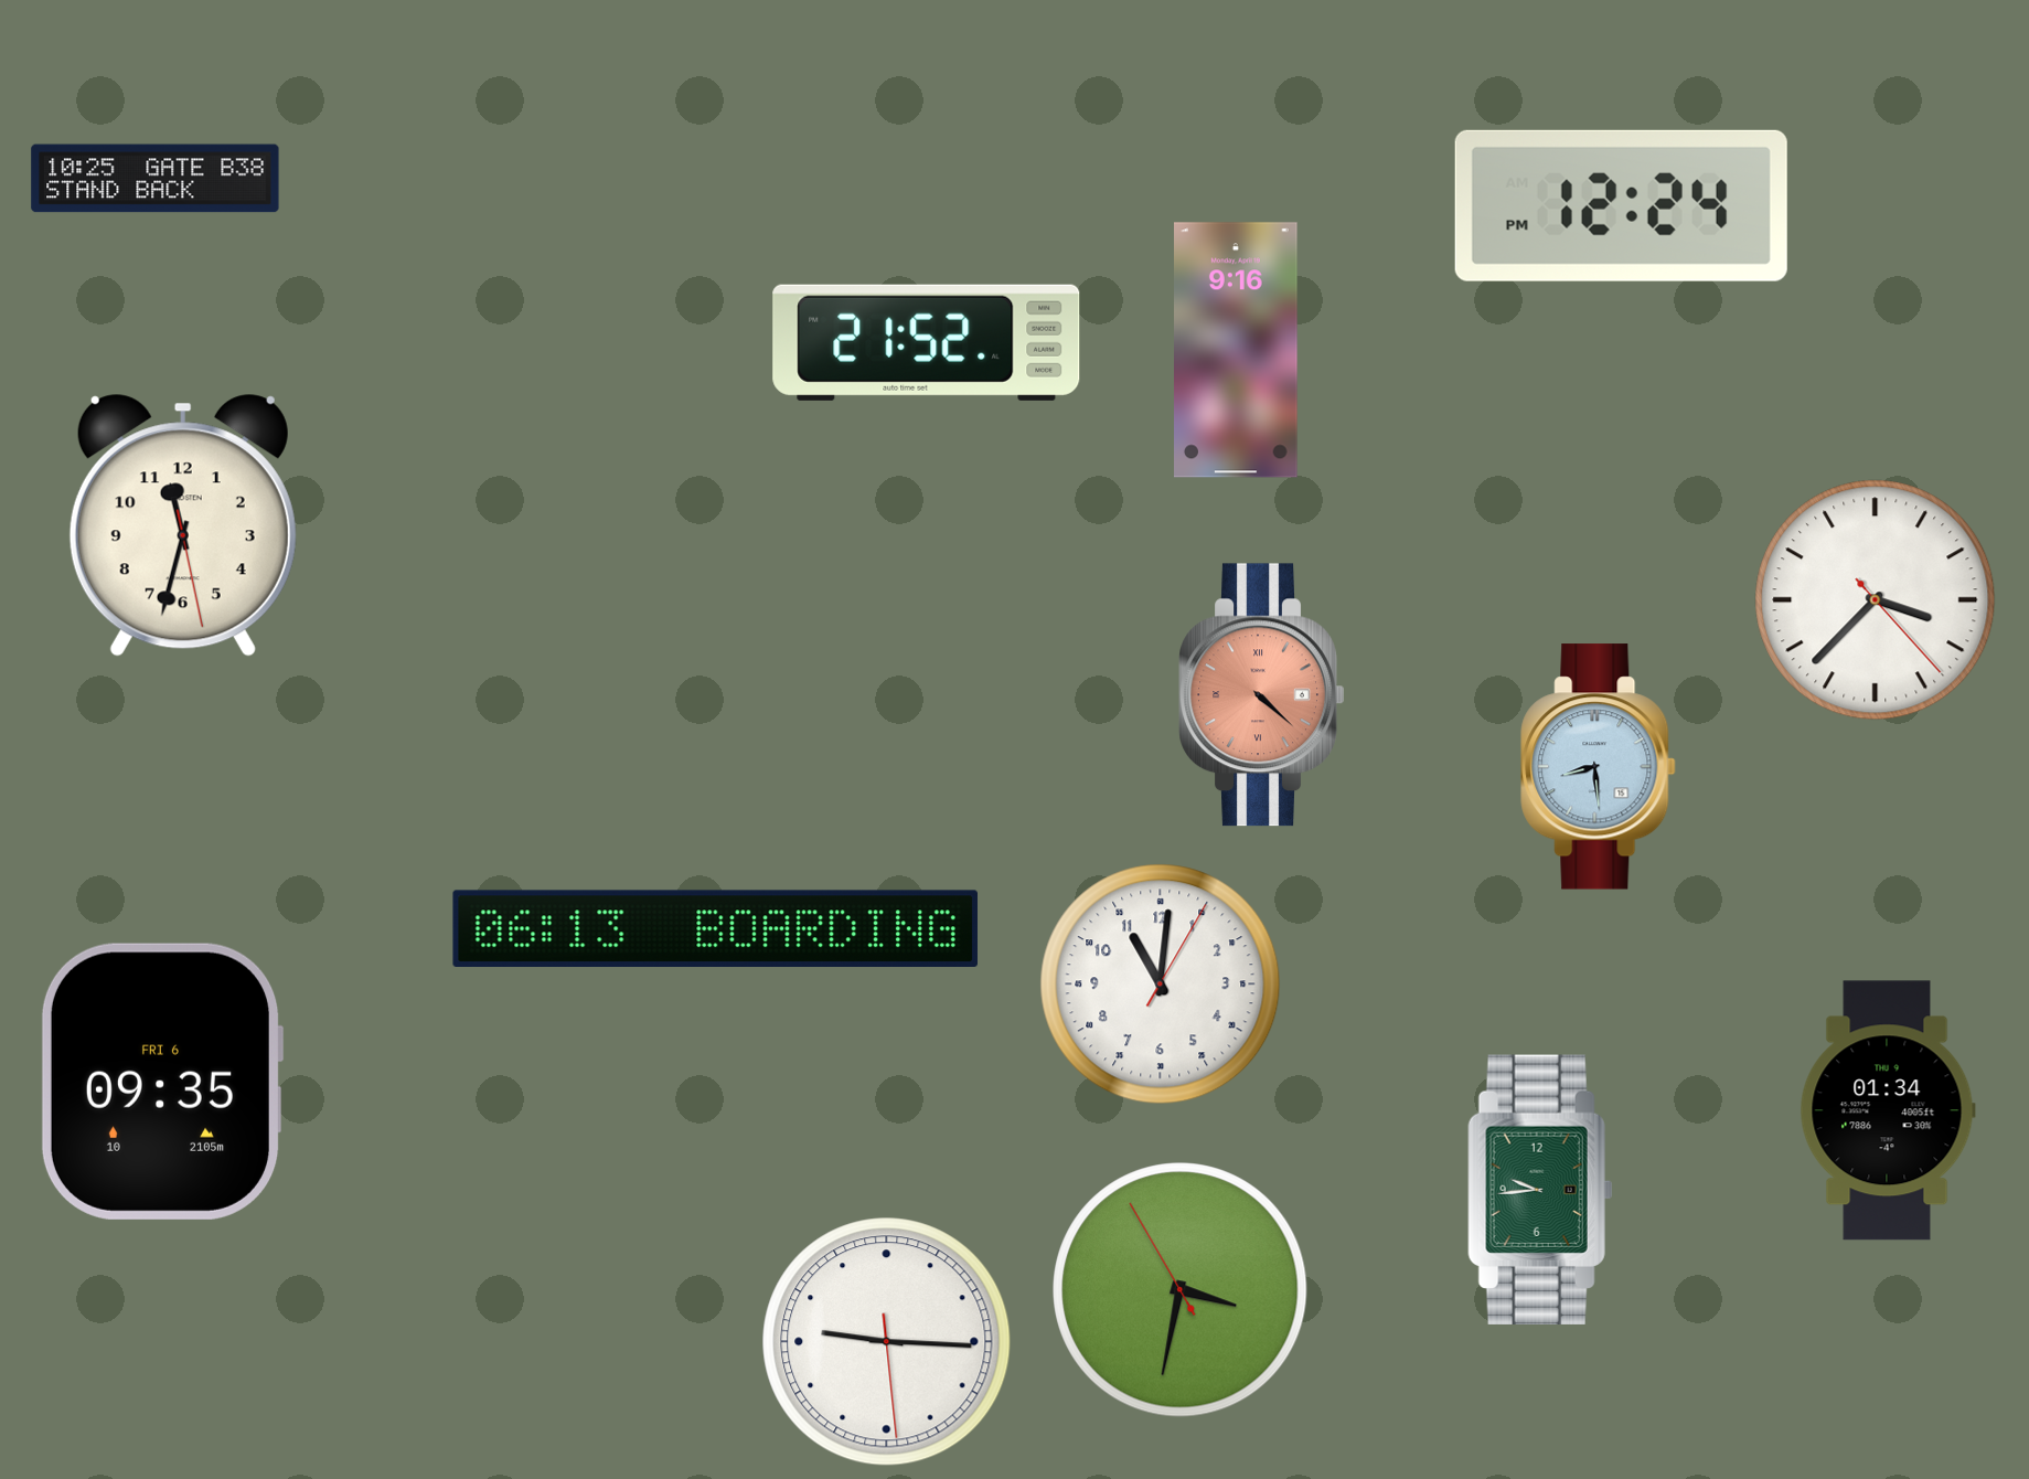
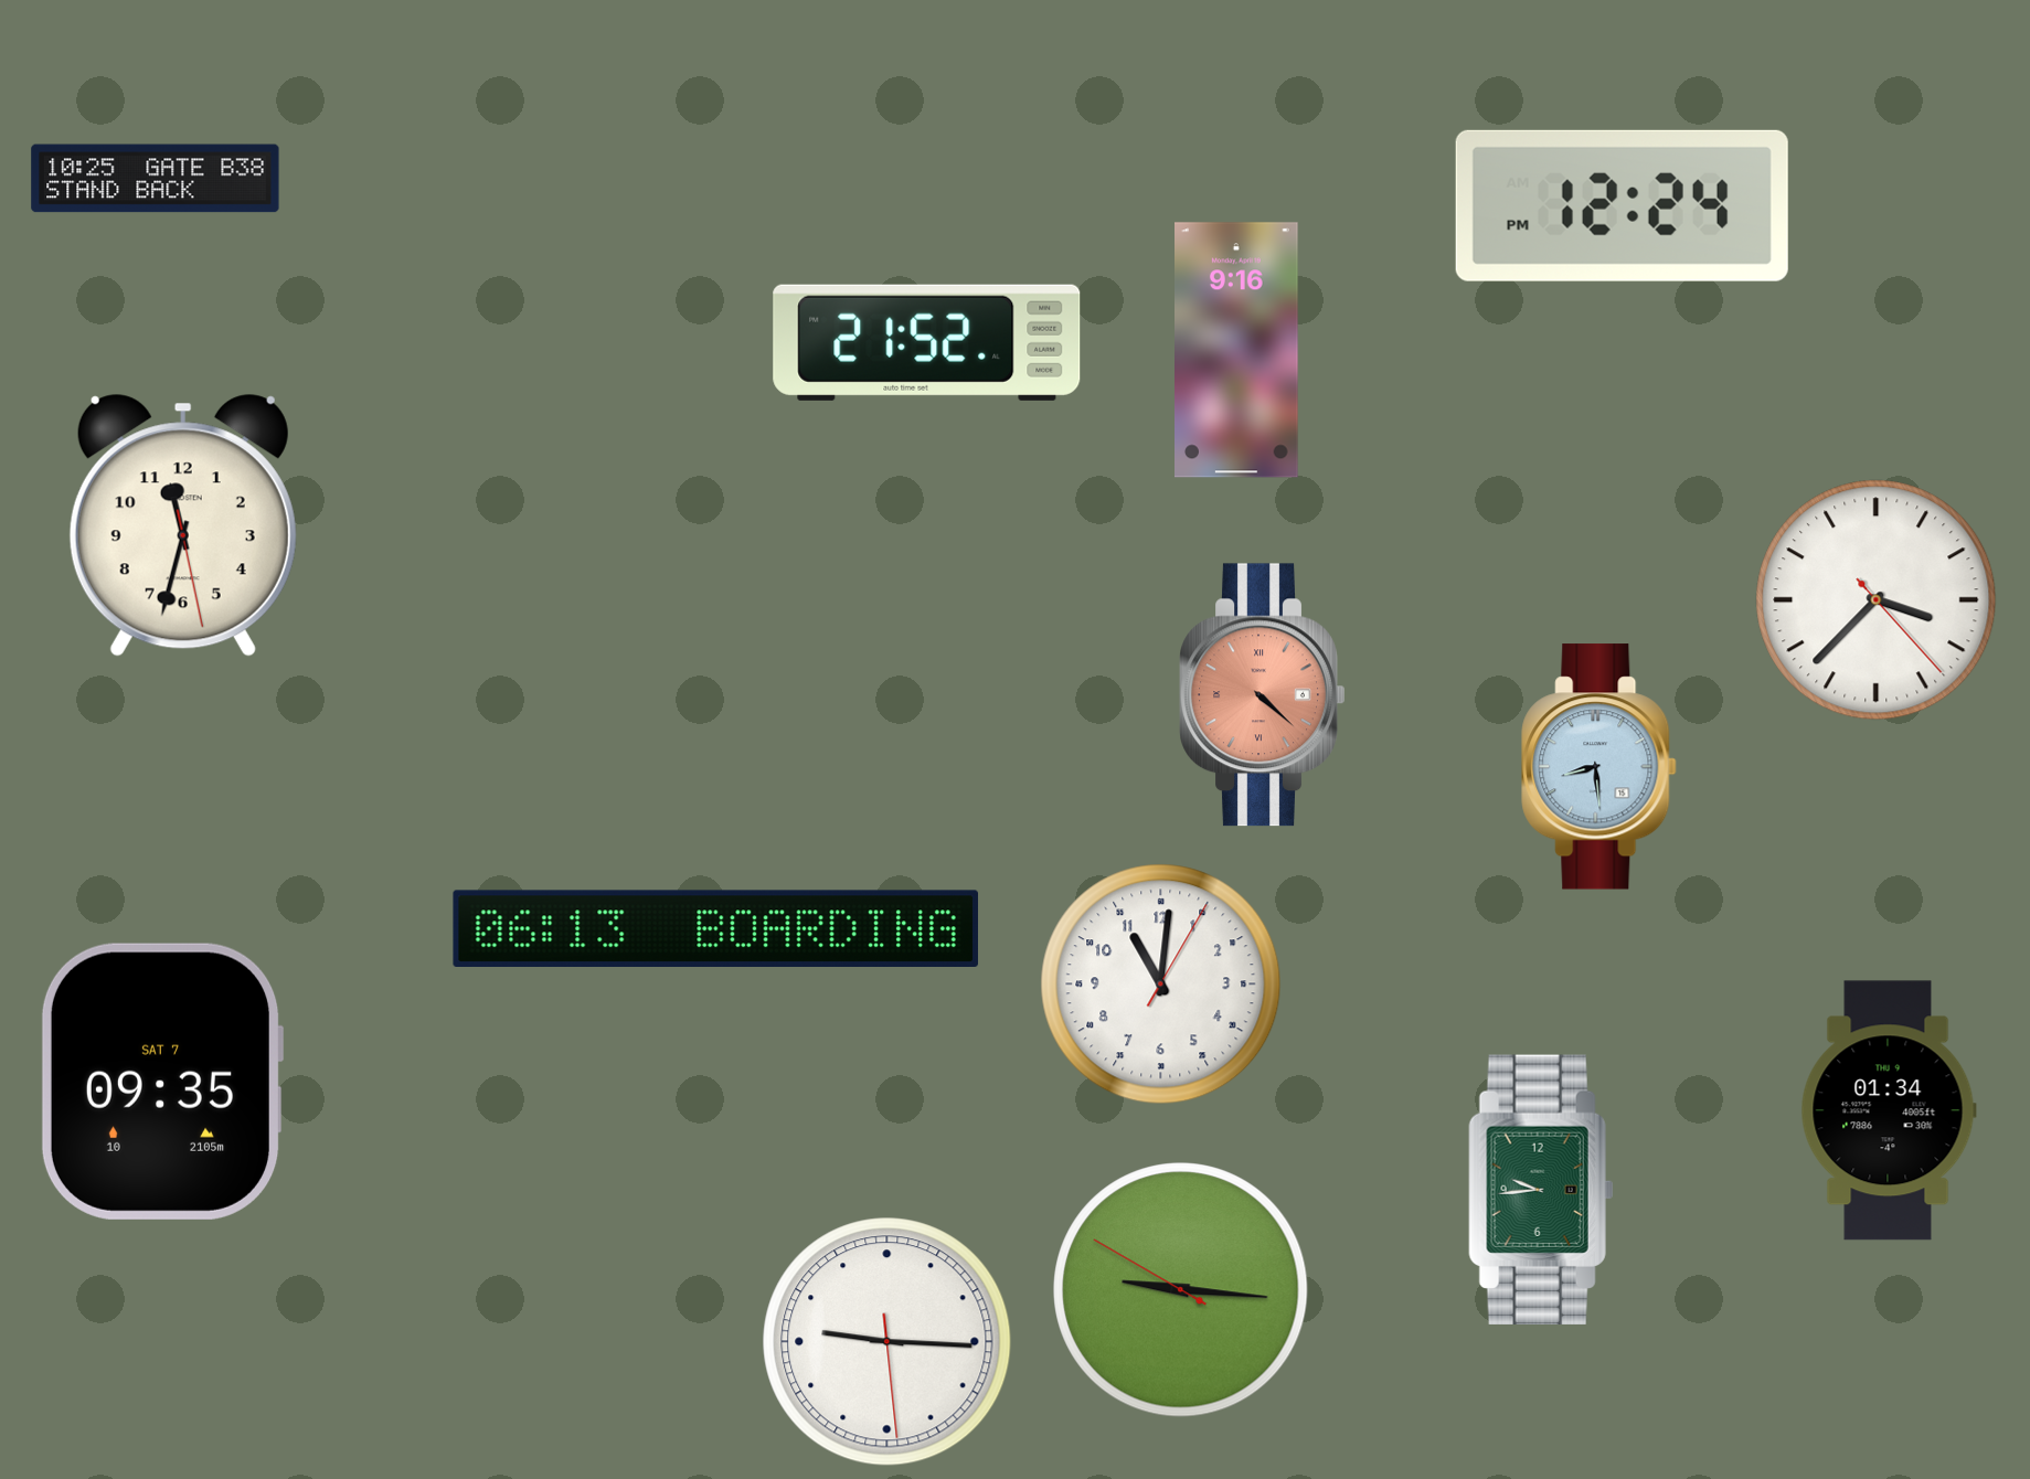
clock at (162, 1082) date: FRI 6 -> SAT 7
clock at (1181, 1290): 3:31 -> 9:15
